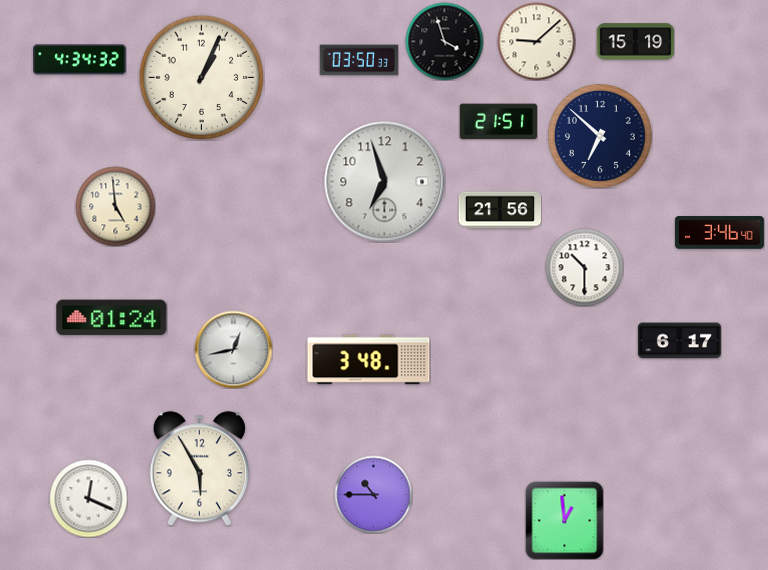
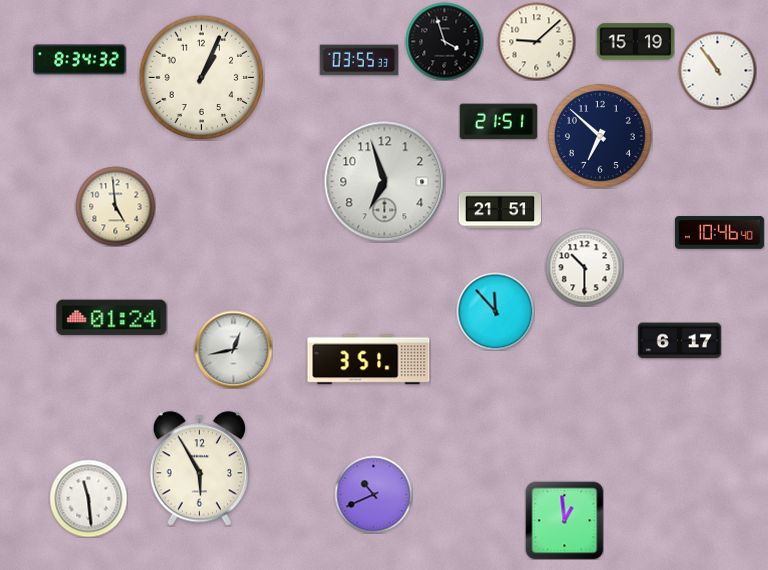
clock at (80, 60): 4:34 -> 8:34
clock at (359, 60): 03:50 -> 03:55
clock at (717, 70): none -> 10:54
clock at (499, 210): 21:56 -> 21:51
clock at (719, 233): 3:46 -> 10:46
clock at (495, 311): none -> 11:53
clock at (369, 360): 3:48 -> 3:51
clock at (373, 494): 10:45 -> 10:41
clock at (88, 498): 12:19 -> 11:29
